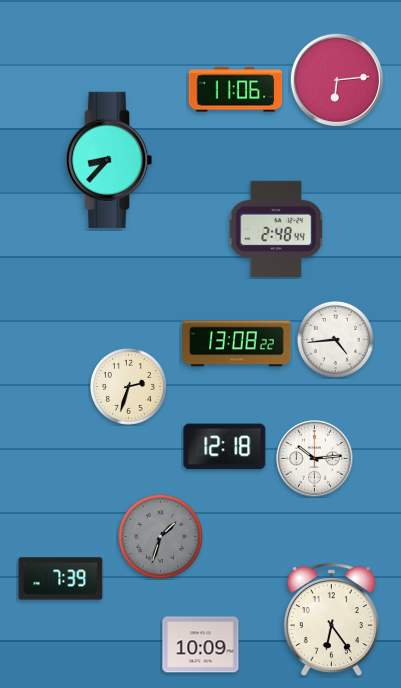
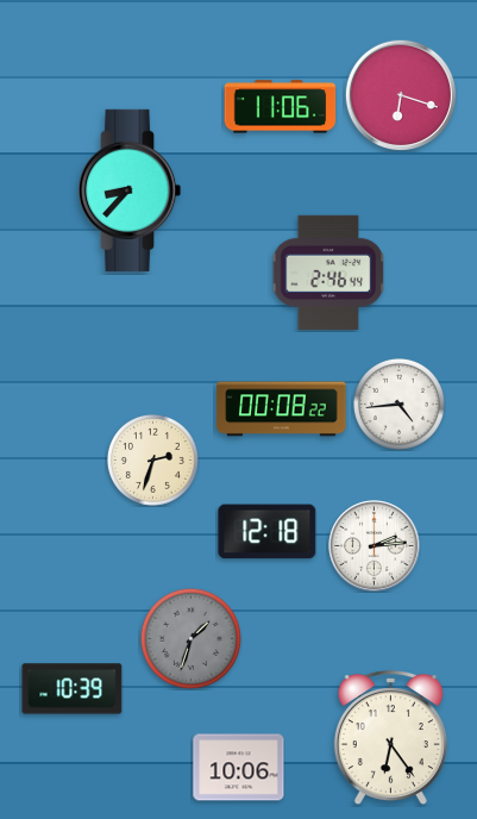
clock at (336, 79): 6:14 -> 6:18
clock at (276, 229): 2:48 -> 2:46
clock at (237, 344): 13:08 -> 00:08
clock at (315, 459): 10:14 -> 2:14
clock at (61, 579): 7:39 -> 10:39
clock at (331, 620) position: (331, 620) -> (390, 738)
clock at (201, 645): 10:09 -> 10:06
